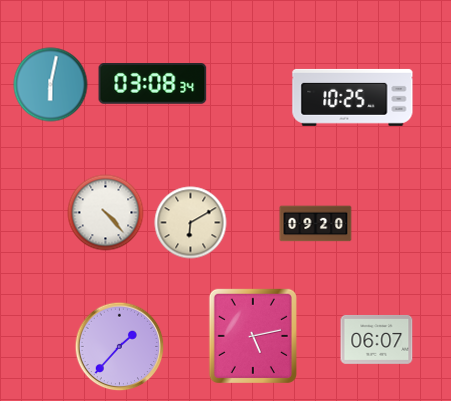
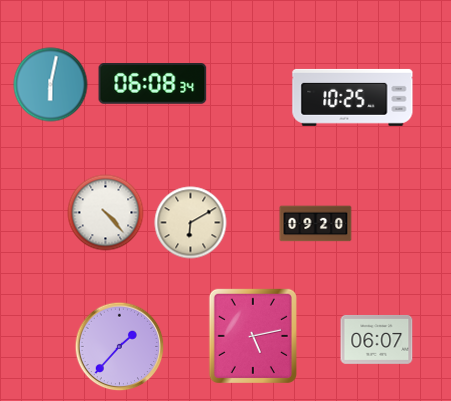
clock at (153, 84): 03:08 -> 06:08
